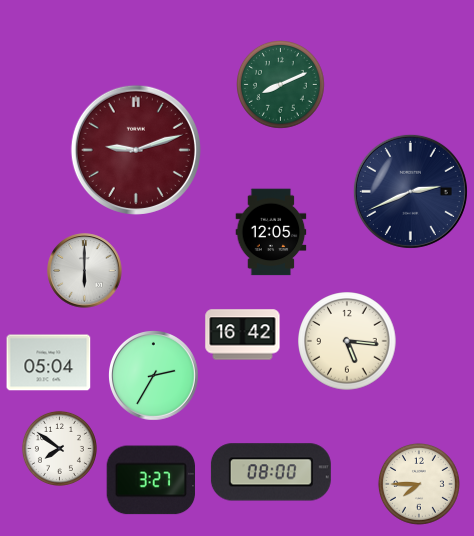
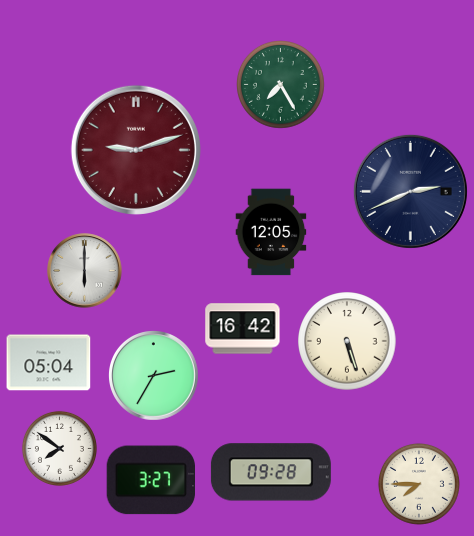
clock at (281, 85): 8:11 -> 7:25
clock at (243, 335) position: (243, 335) -> (243, 329)
clock at (347, 341): 5:16 -> 5:27
clock at (271, 472): 08:00 -> 09:28
